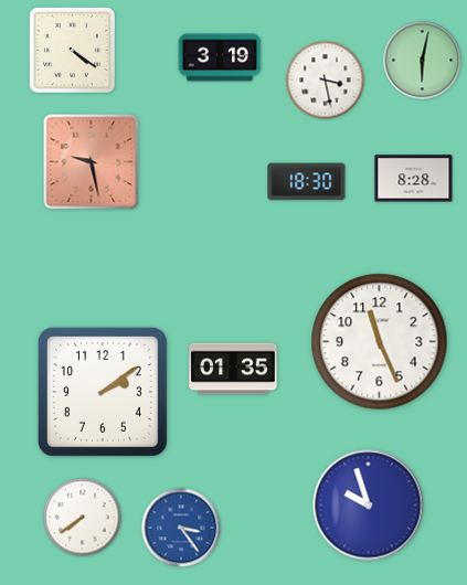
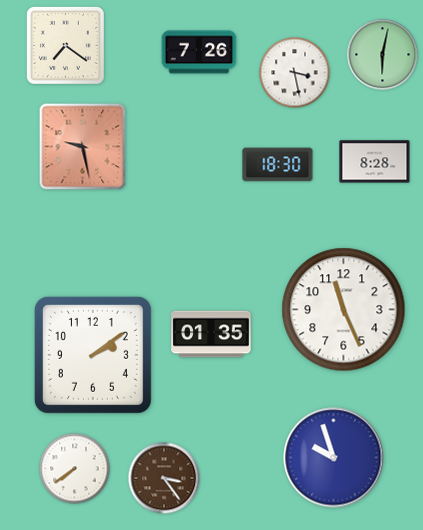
clock at (72, 50): 4:21 -> 7:21
clock at (220, 57): 3:19 -> 7:26
clock at (181, 528) dial: blue -> brown
